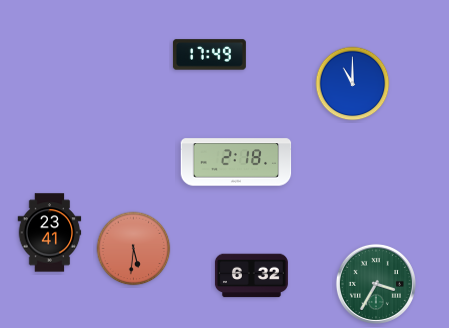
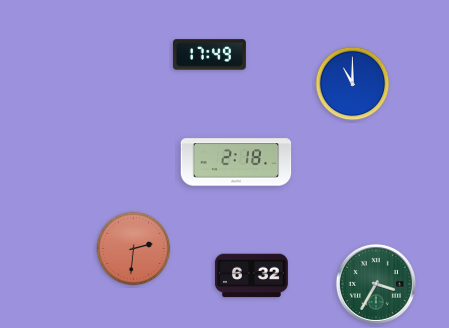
clock at (50, 233): 23:41 -> none
clock at (134, 249): 5:31 -> 2:31
